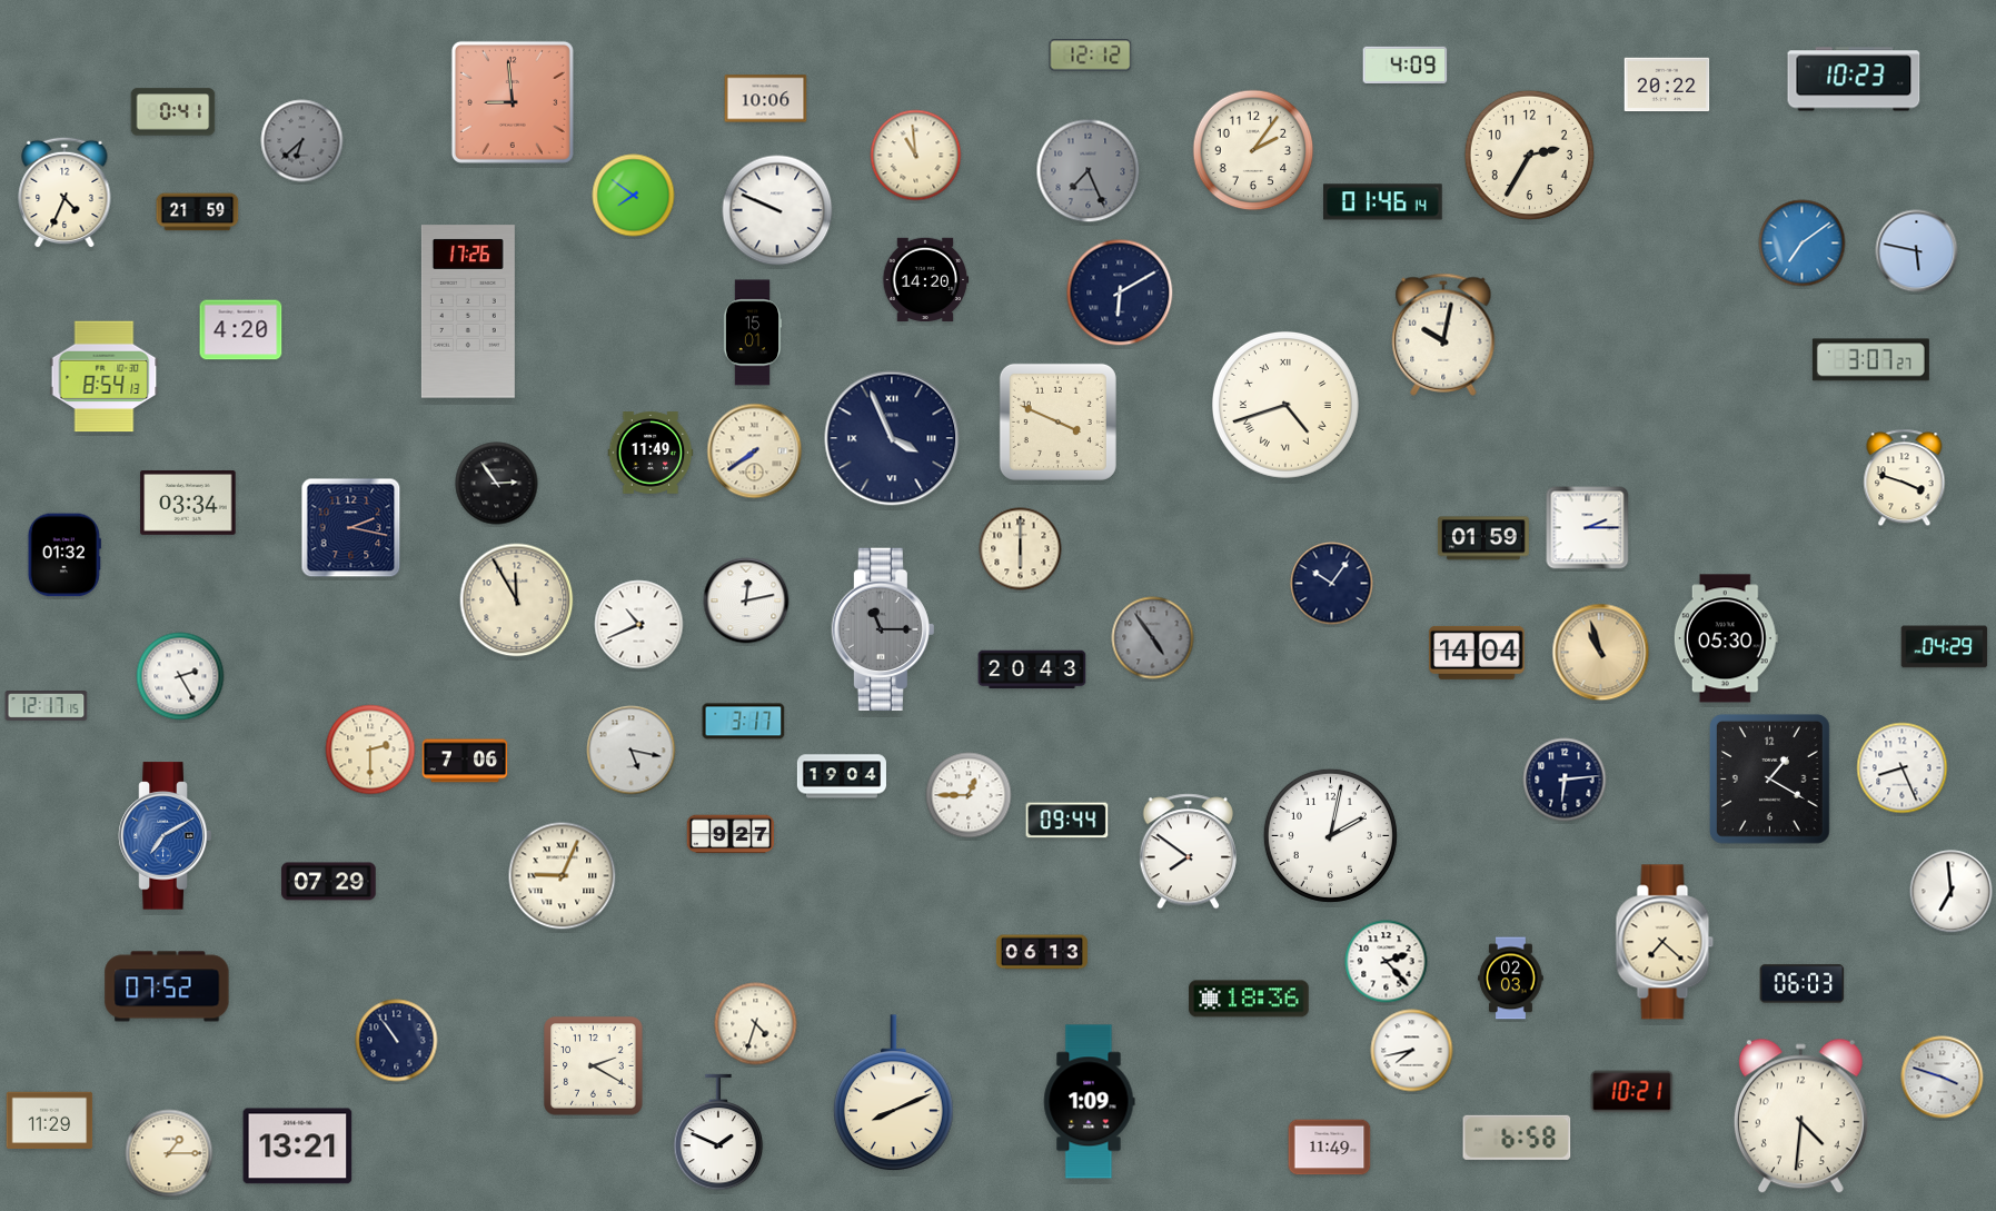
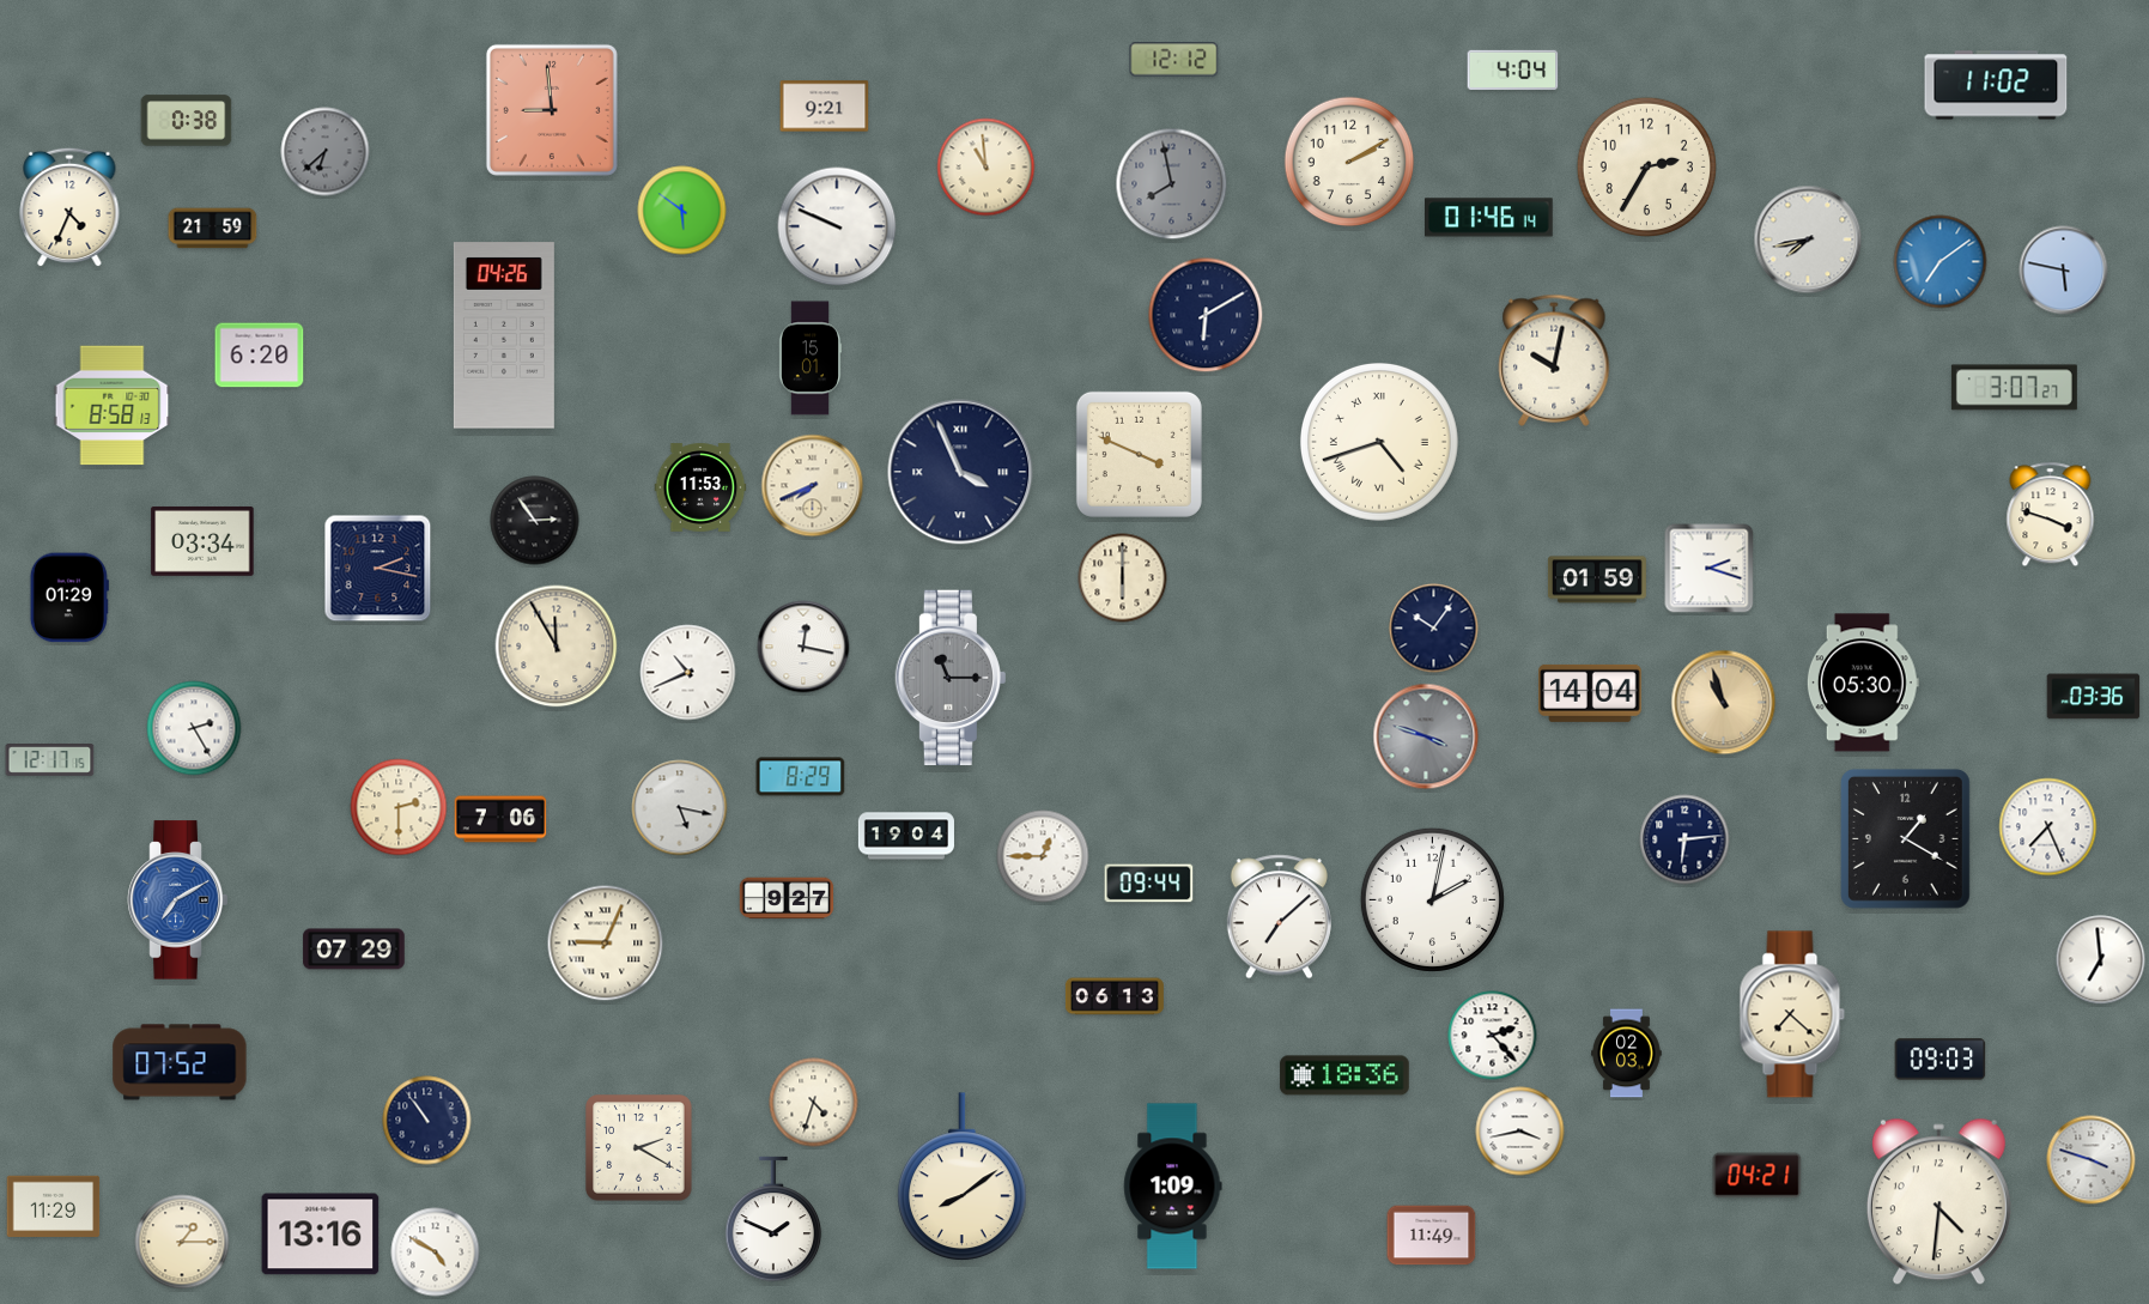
clock at (1406, 64): 4:09 -> 4:04
clock at (1854, 79): 10:23 -> 11:02
clock at (1667, 85): 20:22 -> none
clock at (766, 99): 10:06 -> 9:21
clock at (173, 112): 0:41 -> 0:38
clock at (1253, 150): 2:06 -> 2:10
clock at (1089, 171): 7:26 -> 7:58
clock at (634, 196): 7:51 -> 5:51
clock at (1808, 239): none -> 7:43
clock at (925, 279): 14:20 -> none
clock at (468, 311): 17:26 -> 04:26
clock at (241, 330): 4:20 -> 6:20
clock at (105, 377): 8:54 -> 8:58
clock at (1285, 405) position: (1285, 405) -> (1379, 442)
clock at (755, 451): 7:39 -> 7:41
clock at (651, 453): 11:49 -> 11:53
clock at (1588, 528): 2:15 -> 2:18
clock at (1021, 549) position: (1021, 549) -> (1123, 578)
clock at (64, 555): 01:32 -> 01:29
clock at (746, 600): 12:13 -> 12:17
clock at (1153, 638): 4:54 -> none
clock at (1726, 638) position: (1726, 638) -> (1863, 683)
clock at (1945, 647): 04:29 -> 03:36
clock at (1477, 653) position: (1477, 653) -> (1590, 693)
clock at (1032, 669): 20:43 -> none
clock at (1426, 736): none -> 3:48
clock at (744, 722): 3:17 -> 8:29
clock at (1903, 768): 8:26 -> 7:26
clock at (1188, 852): 7:51 -> 7:08
clock at (1042, 952) position: (1042, 952) -> (1115, 996)
clock at (1803, 984): 06:03 -> 09:03
clock at (1412, 1051): 7:43 -> 3:43
clock at (1632, 1092): 10:21 -> 04:21
clock at (894, 1093): 8:11 -> 8:09
clock at (1517, 1138): 6:58 -> none
clock at (298, 1147): 13:21 -> 13:16
clock at (436, 1253): none -> 4:50
